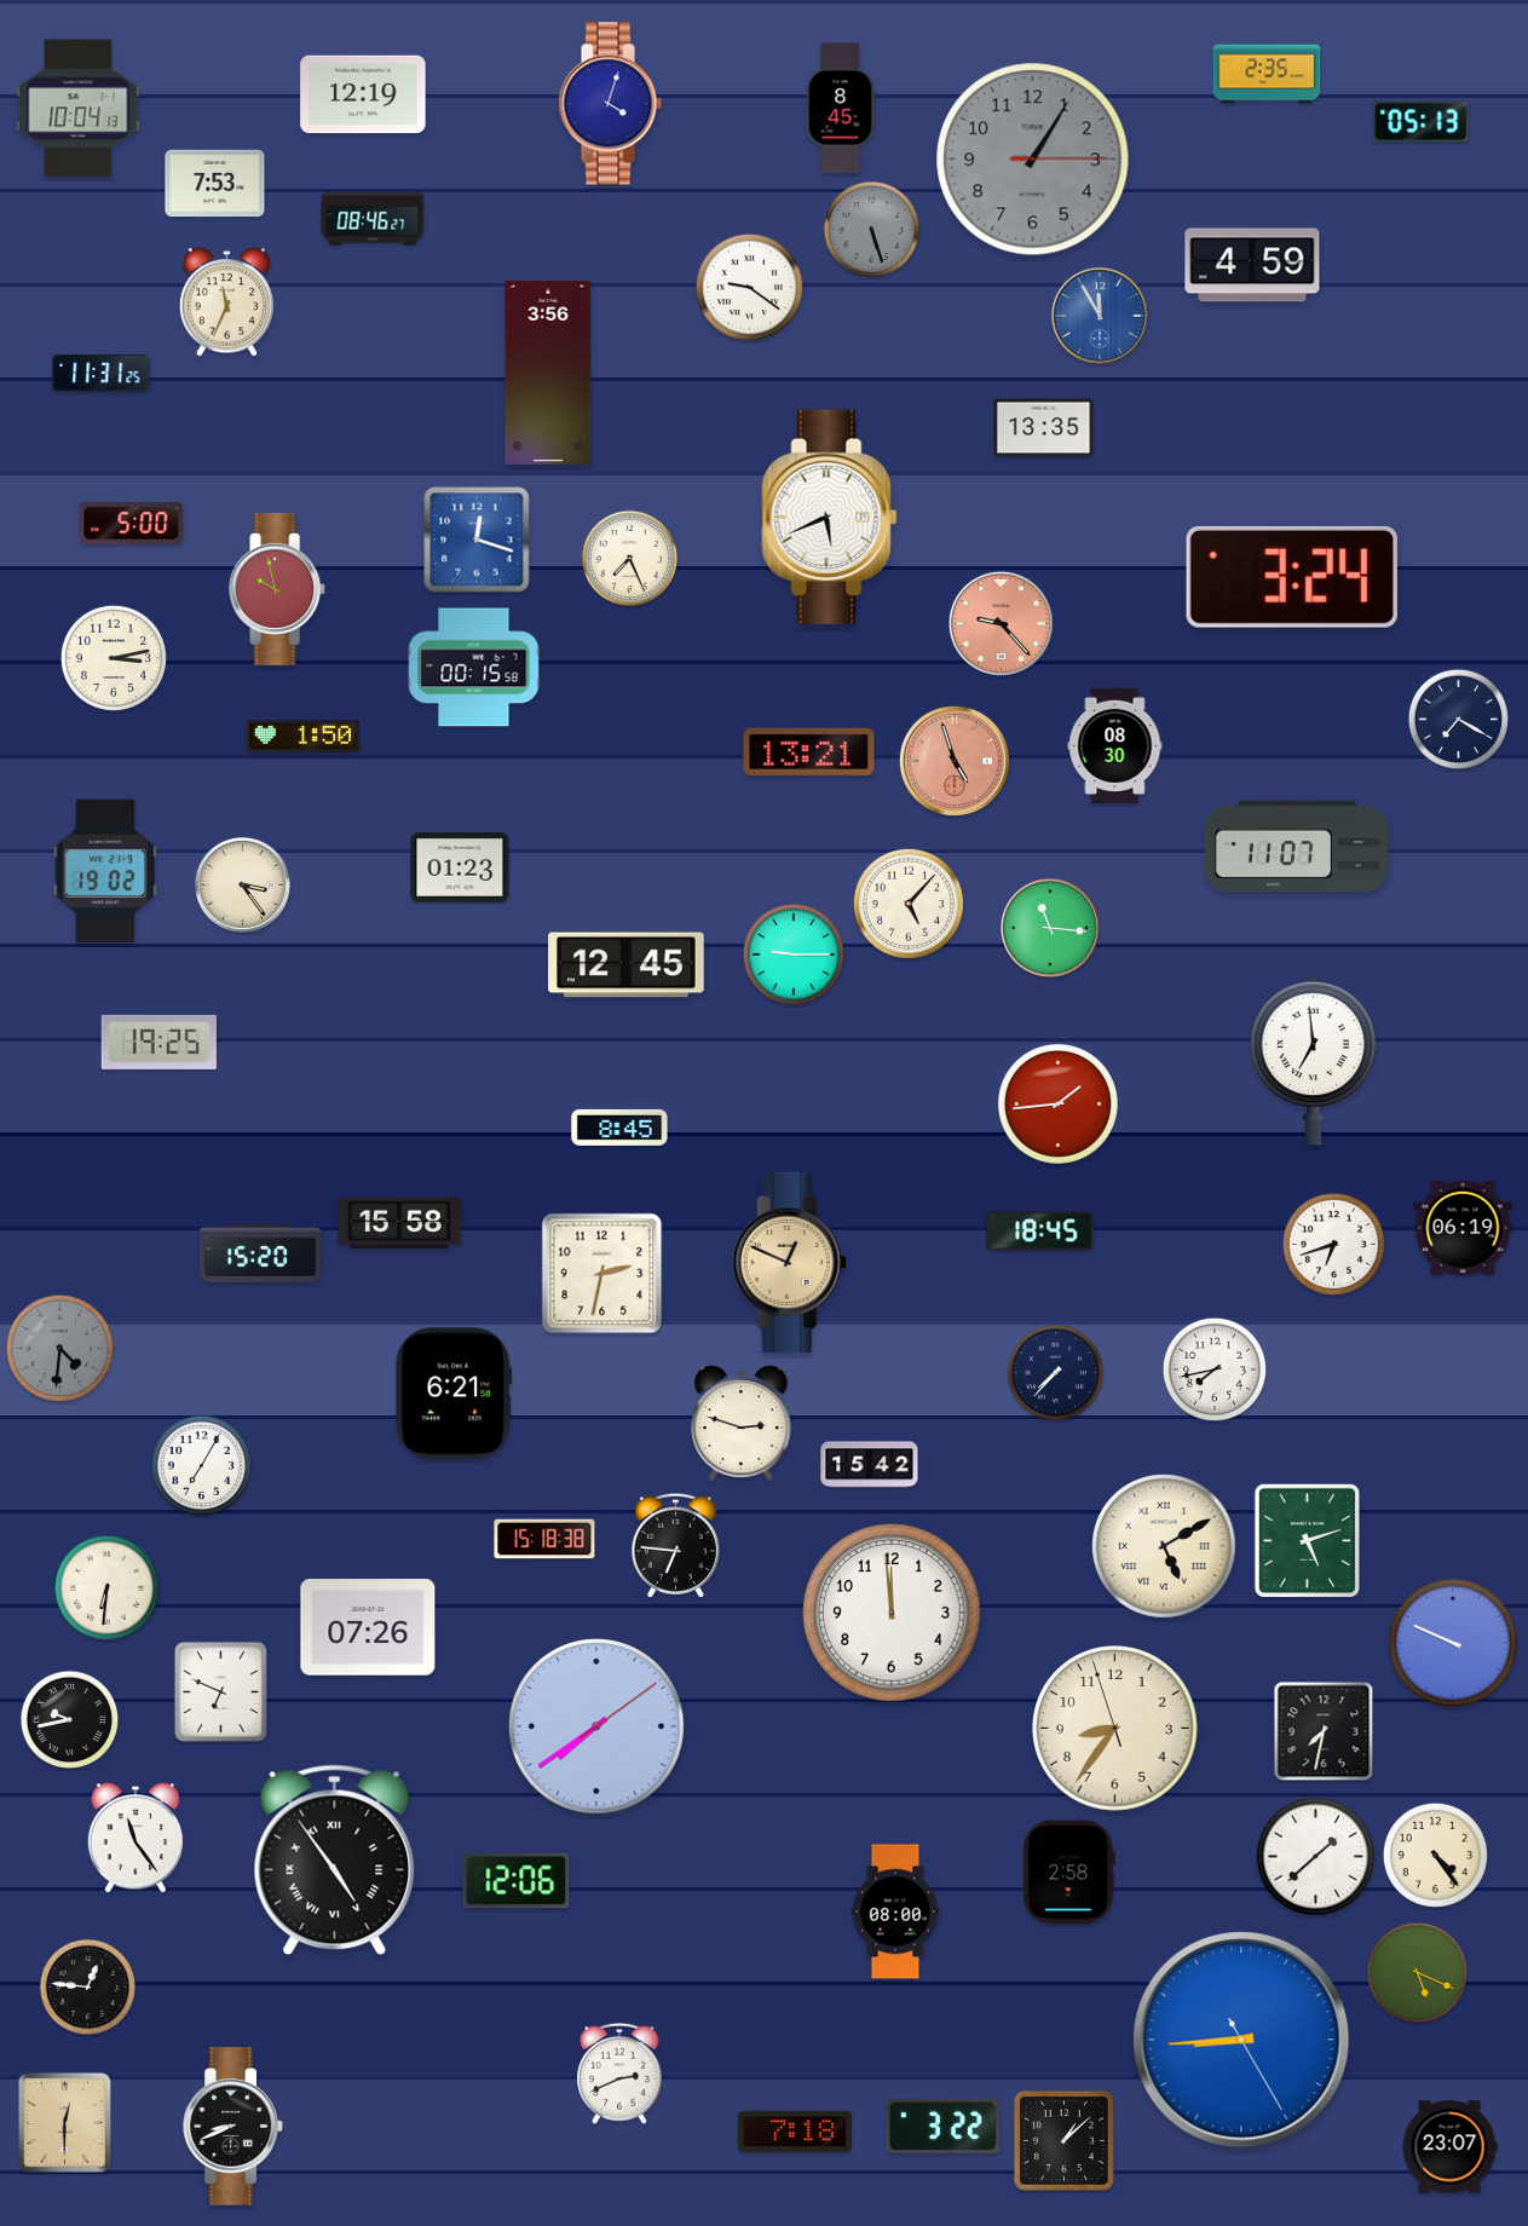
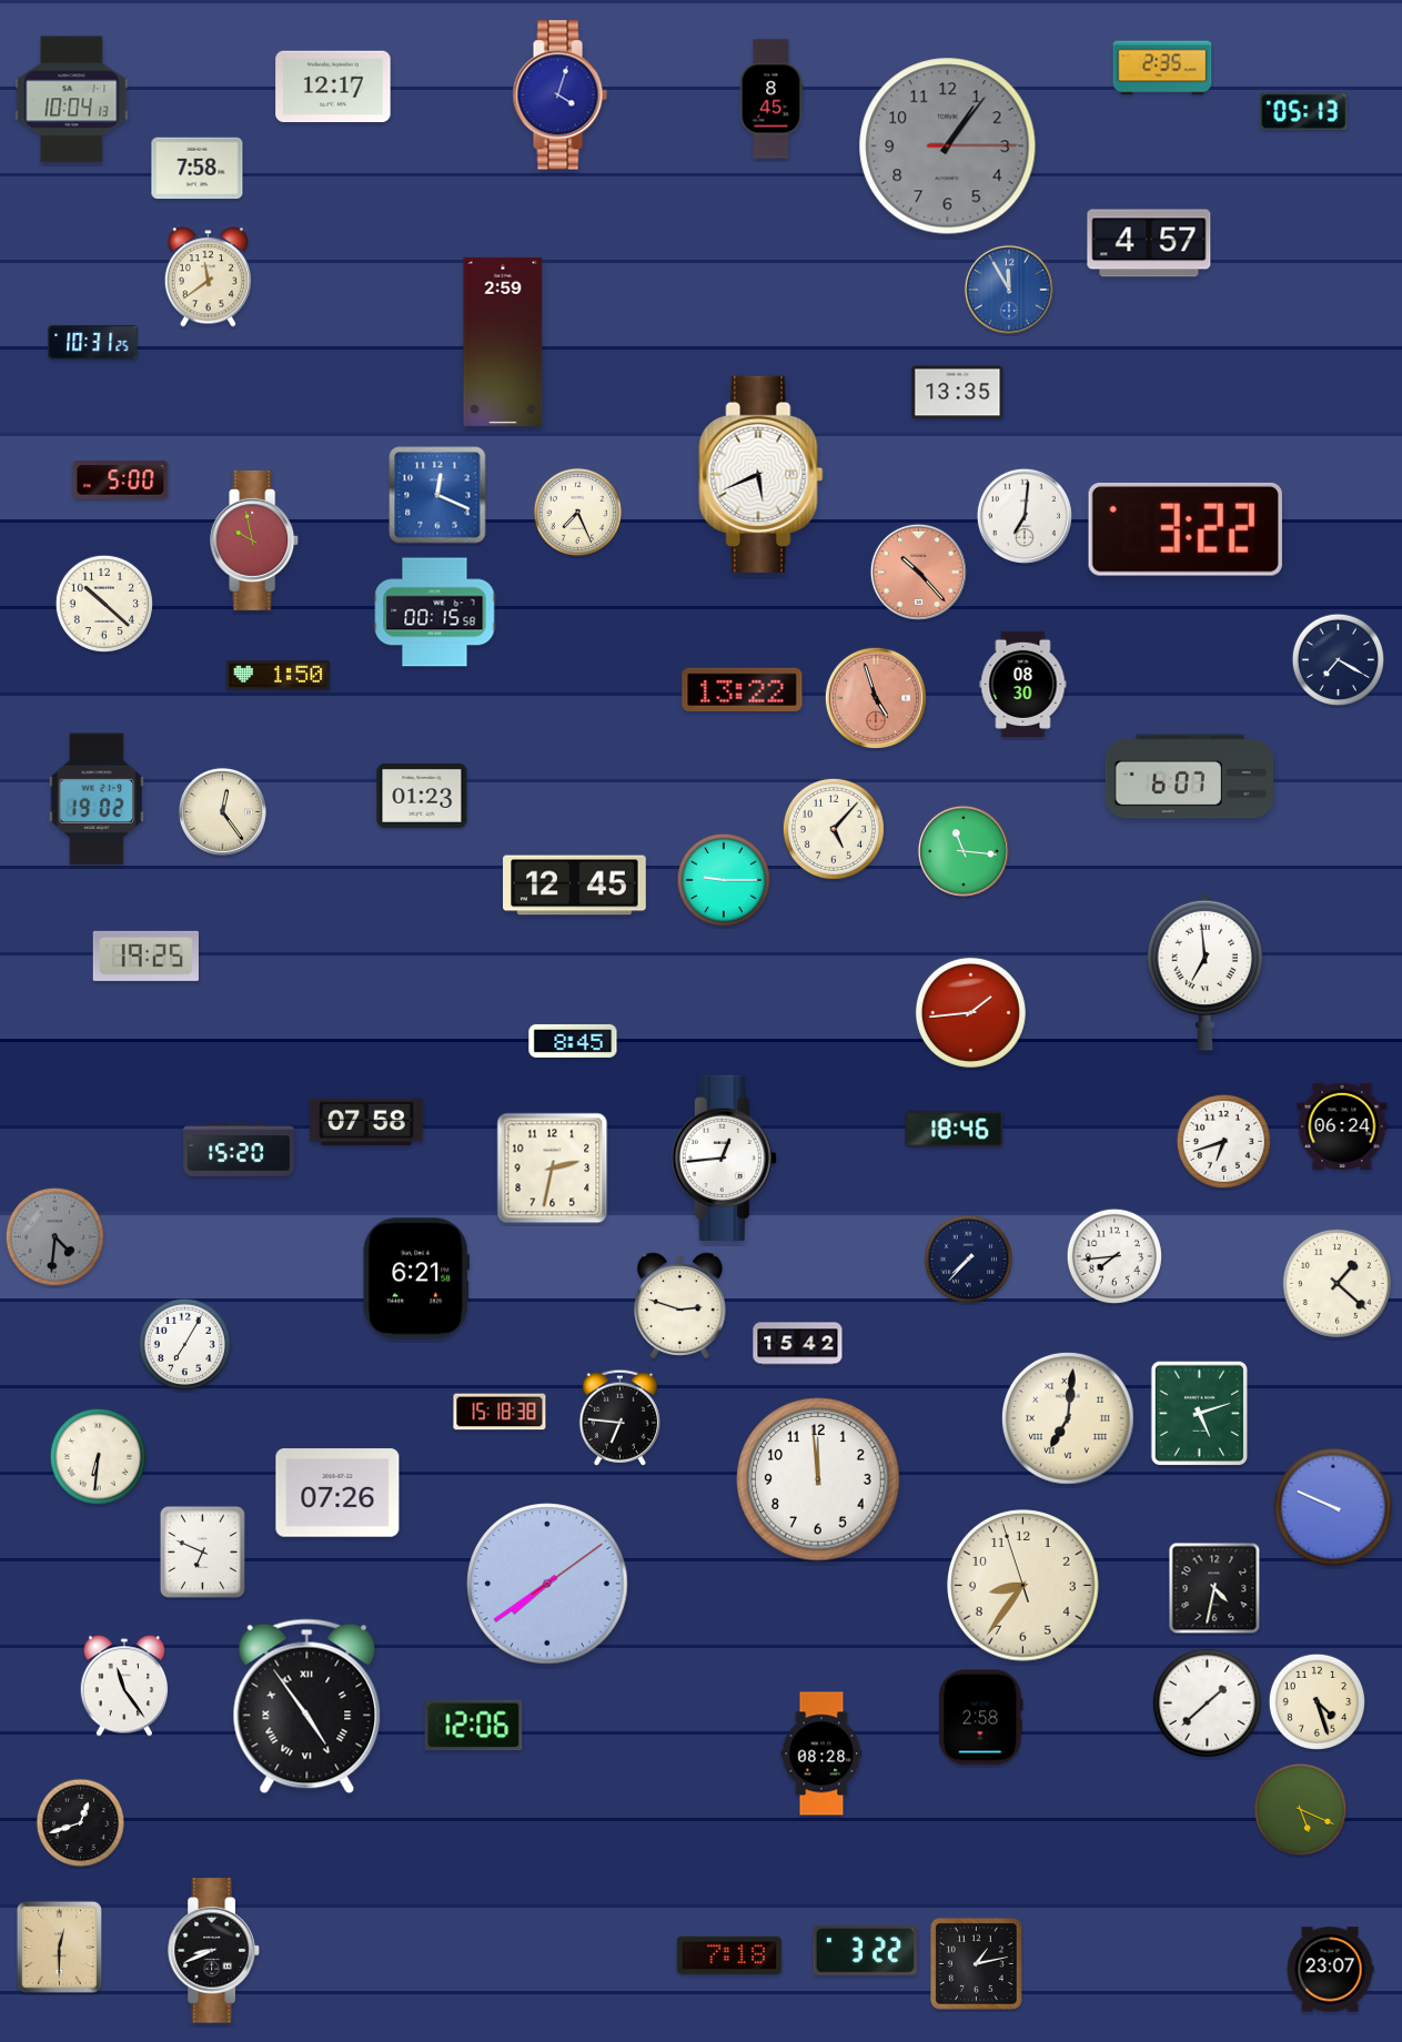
clock at (363, 94): 12:19 -> 12:17
clock at (1033, 160): 1:05 -> 1:06
clock at (215, 184): 7:53 -> 7:58
clock at (373, 219): 08:46 -> none
clock at (872, 230): 5:27 -> none
clock at (1252, 265): 4:59 -> 4:57
clock at (749, 287): 9:21 -> none
clock at (226, 302): 11:34 -> 11:39
clock at (548, 373): 3:56 -> 2:59
clock at (102, 374): 11:31 -> 10:31
clock at (477, 540): 12:18 -> 12:19
clock at (1025, 516): none -> 7:01
clock at (1292, 577): 3:24 -> 3:22
clock at (1001, 623): 9:23 -> 10:23
clock at (114, 658): 3:13 -> 10:22
clock at (809, 751): 13:21 -> 13:22
clock at (1296, 847): 11:07 -> 6:07
clock at (242, 884): 3:24 -> 12:24
clock at (792, 953) position: (792, 953) -> (723, 879)
clock at (619, 1128) position: (619, 1128) -> (573, 1041)
clock at (399, 1223): 15:58 -> 07:58
clock at (1463, 1227): 06:19 -> 06:24
clock at (1040, 1232): 18:45 -> 18:46
clock at (789, 1262): 12:49 -> 12:44
clock at (789, 1262) dial: champagne -> white
clock at (1215, 1369): 7:43 -> 7:44
clock at (1337, 1283): none -> 1:22
clock at (1164, 1546): 5:10 -> 7:01
clock at (69, 1719): 9:43 -> none
clock at (1324, 1731): 7:32 -> 4:32
clock at (1435, 1855): 4:24 -> 4:27
clock at (895, 1911): 08:00 -> 08:28
clock at (88, 1988): 12:46 -> 12:42
clock at (1241, 2040): 8:44 -> none
clock at (621, 2074): 2:41 -> none
clock at (1063, 2140): 1:08 -> 1:13
